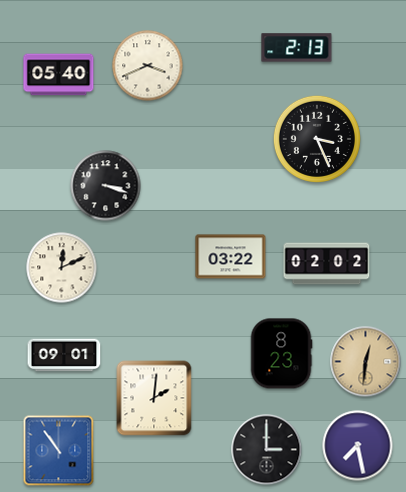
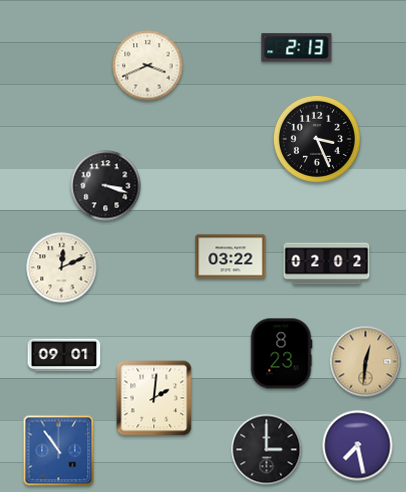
clock at (59, 75): 05:40 -> none
